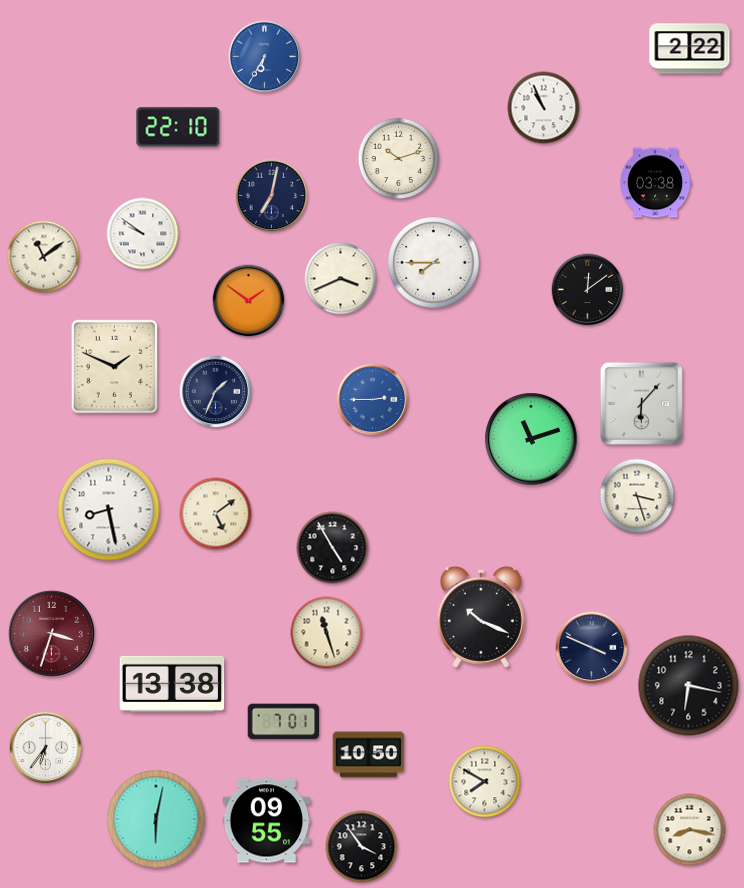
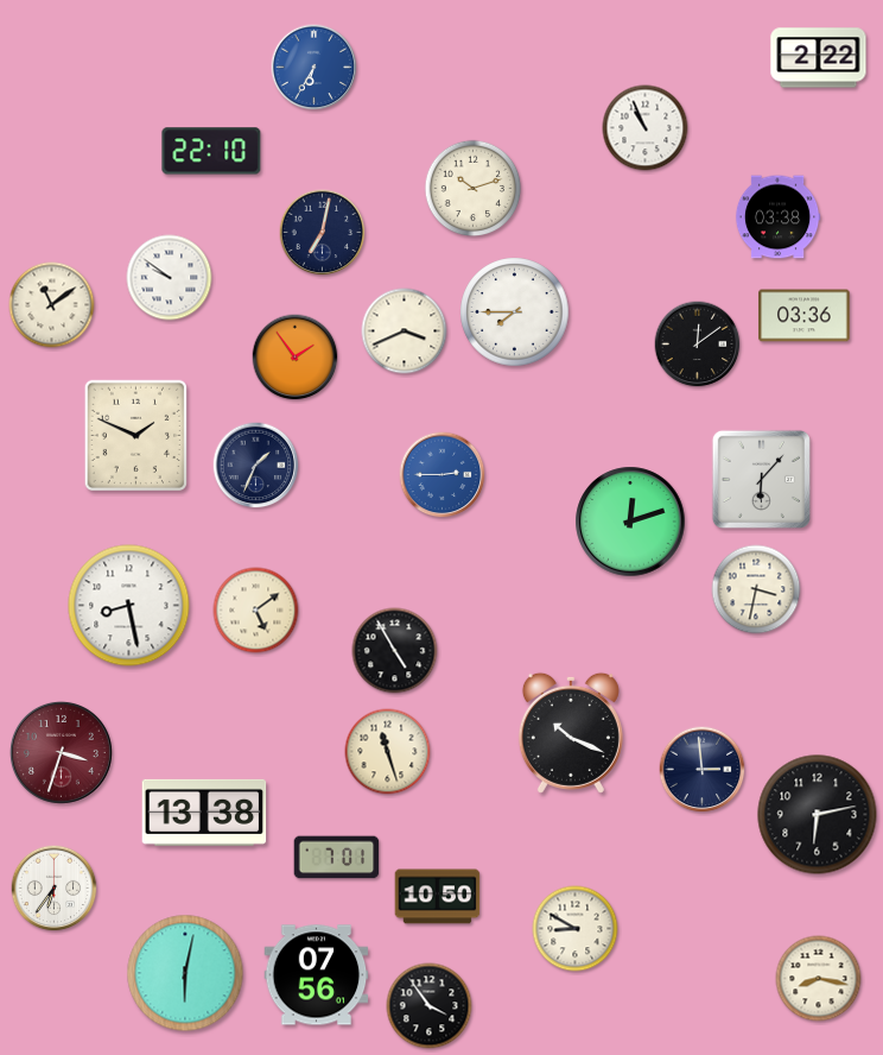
clock at (805, 316): none -> 03:36
clock at (249, 301): 1:51 -> 1:54
clock at (531, 439): 11:12 -> 12:12
clock at (637, 496): 3:27 -> 3:32
clock at (592, 648): 3:49 -> 2:59
clock at (689, 686): 6:17 -> 6:13
clock at (485, 782): 7:50 -> 8:50
clock at (267, 821): 09:55 -> 07:56
clock at (690, 830) position: (690, 830) -> (819, 979)
